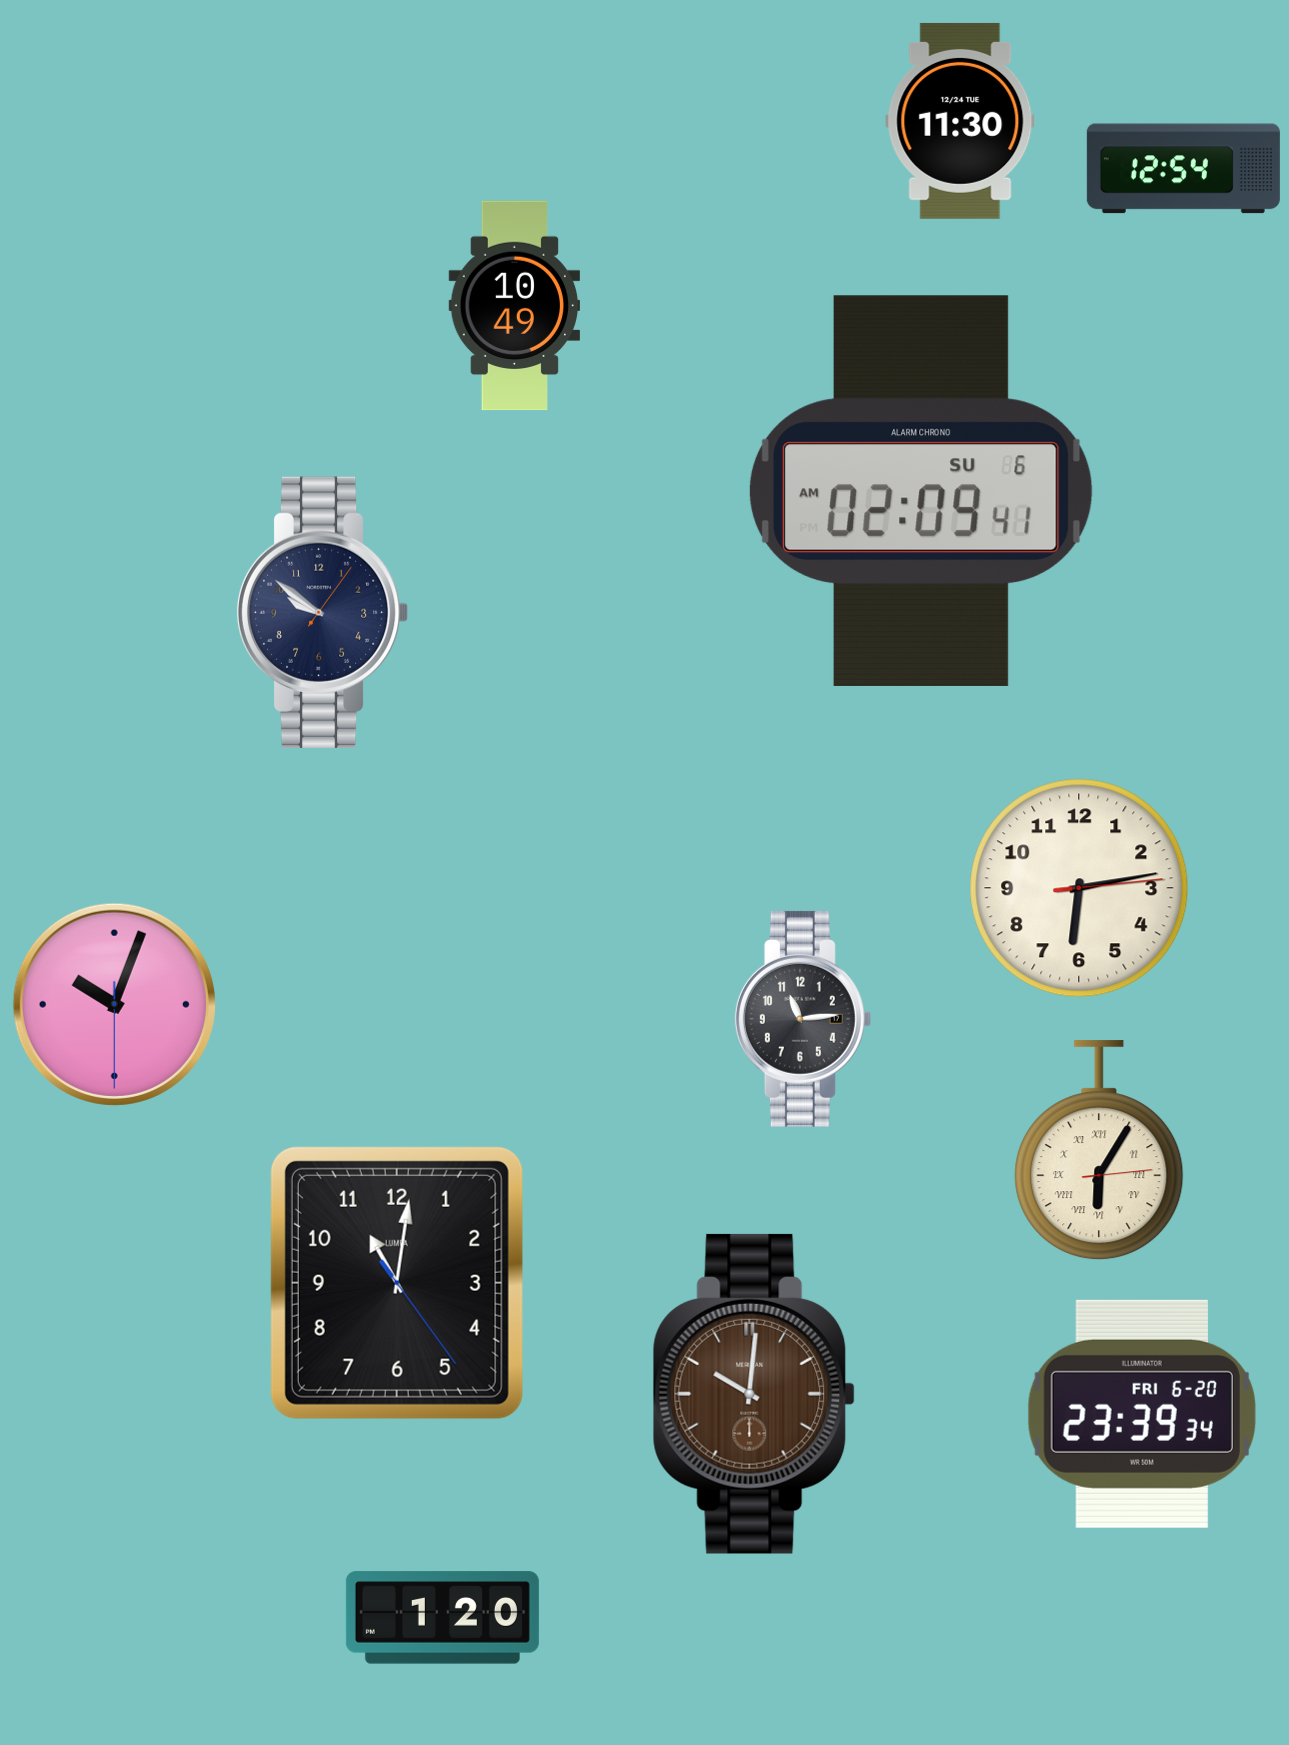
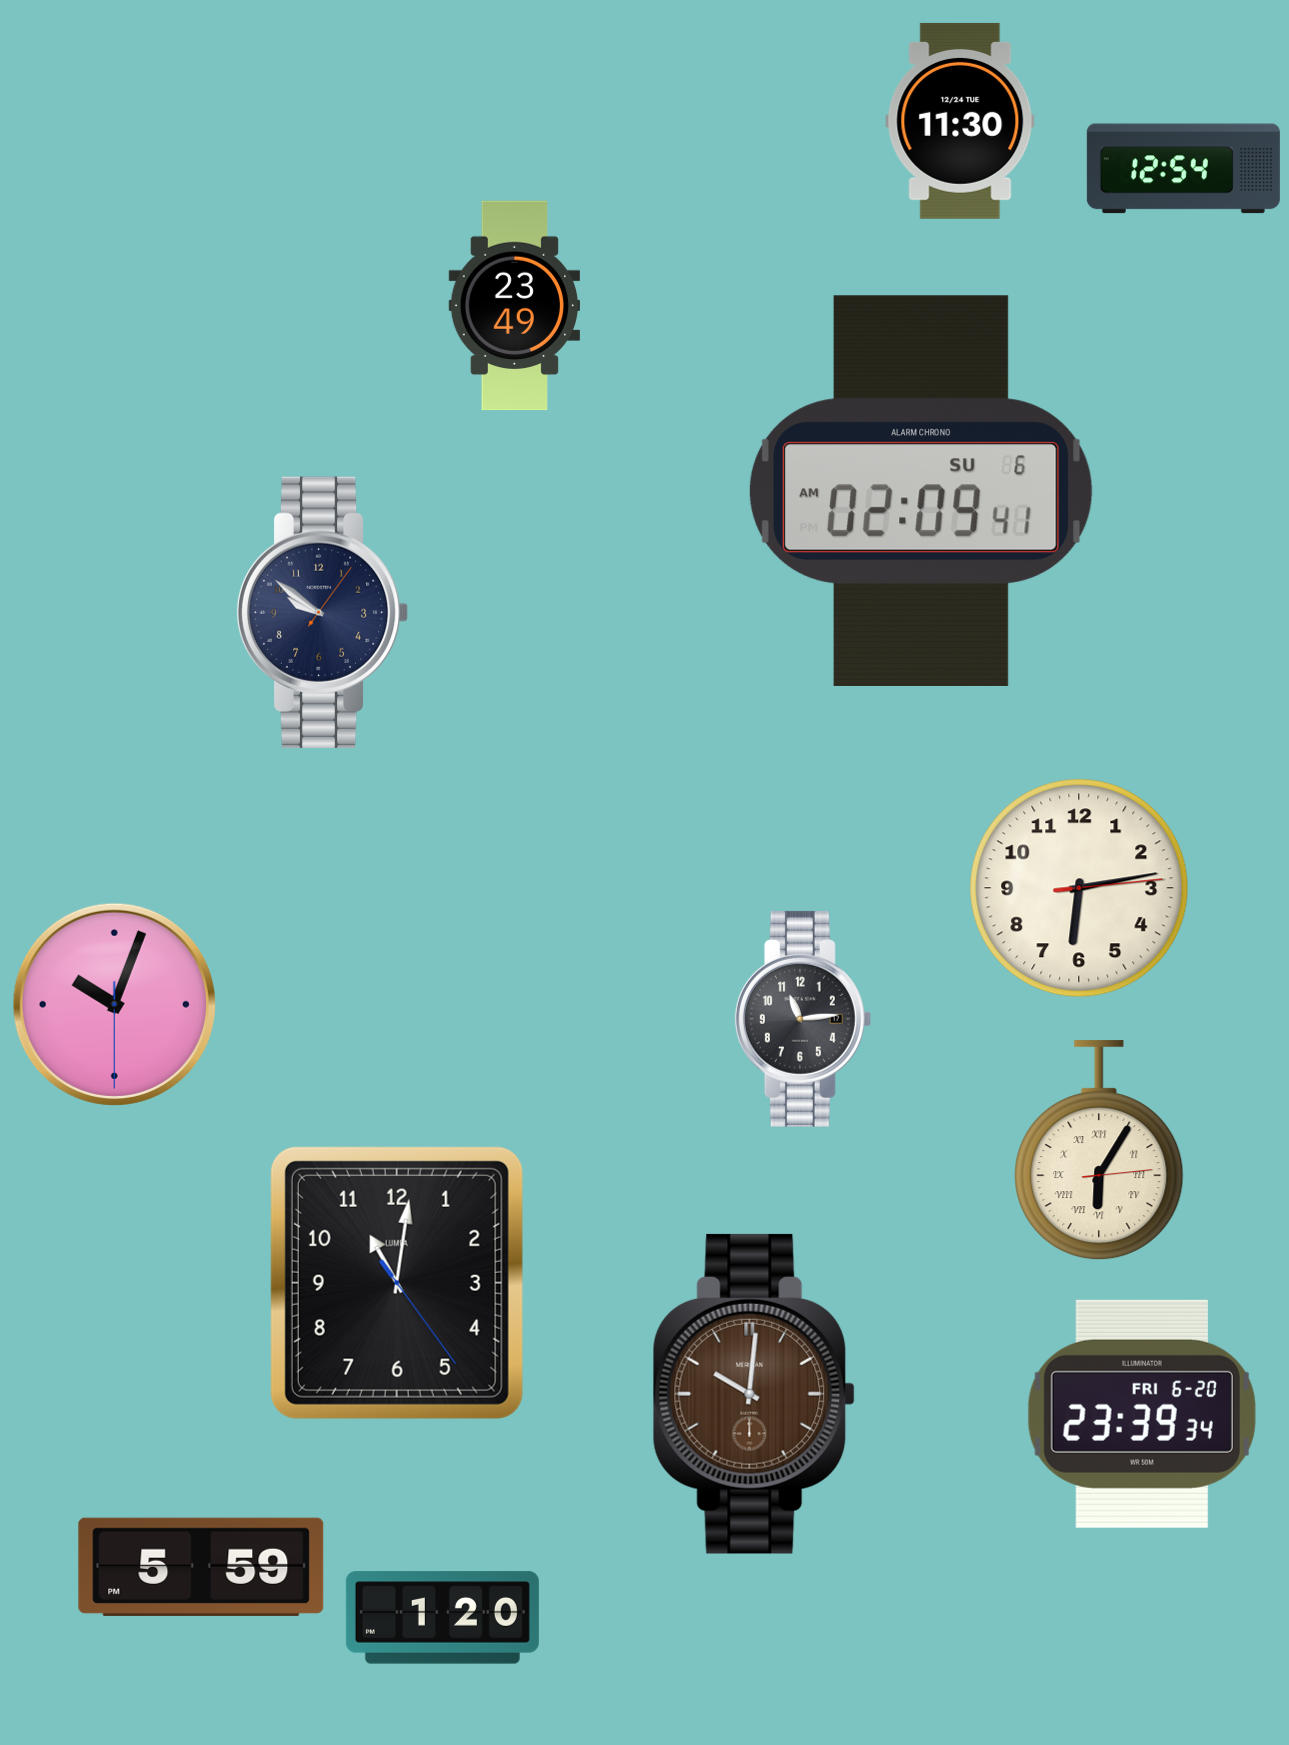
clock at (515, 306): 10:49 -> 23:49
clock at (201, 1567): none -> 5:59
